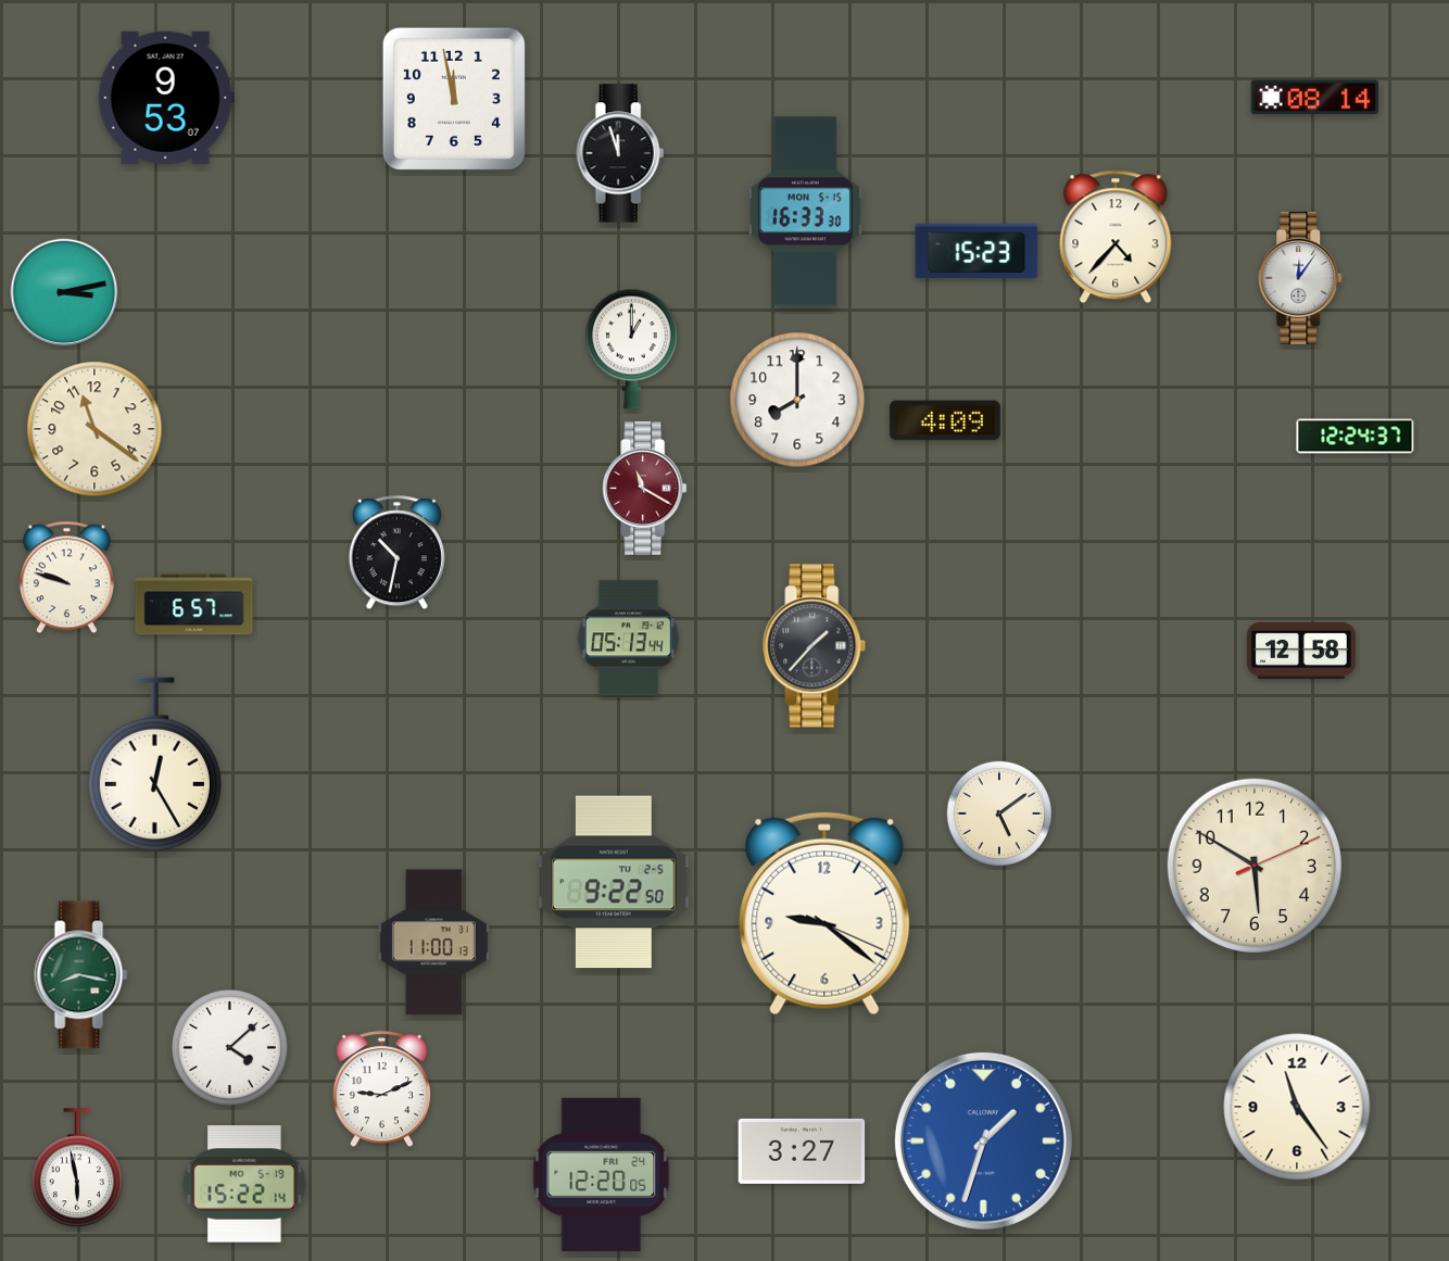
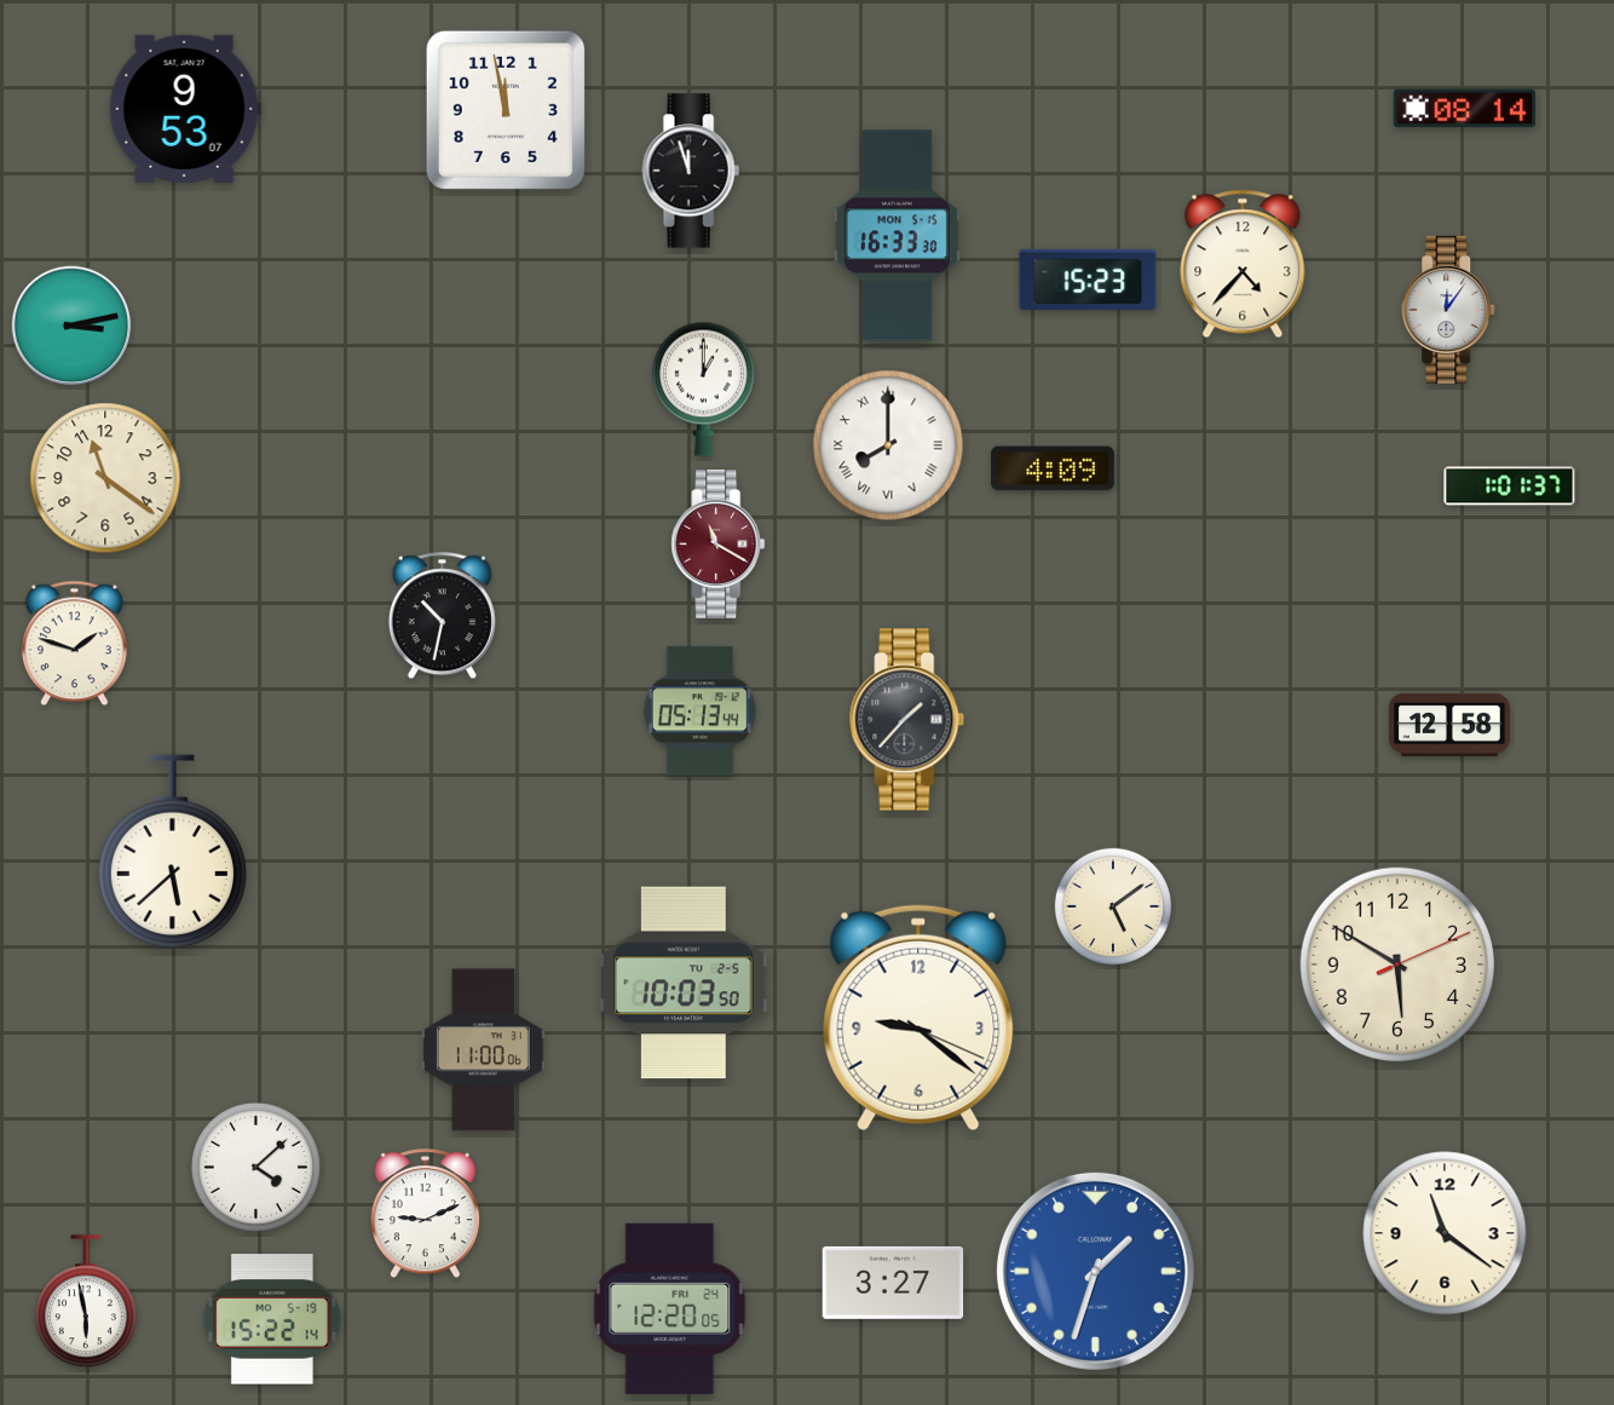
clock at (797, 400) numerals: Arabic -> Roman
clock at (1356, 437): 12:24 -> 1:01
clock at (66, 578): 9:48 -> 1:48
clock at (194, 605): 6:57 -> none
clock at (154, 765): 12:25 -> 5:38
clock at (614, 882): 9:22 -> 10:03
clock at (433, 943): 11:00:13 -> 11:00:06
clock at (81, 975): 8:17 -> none
clock at (1297, 1107): 11:24 -> 11:21
